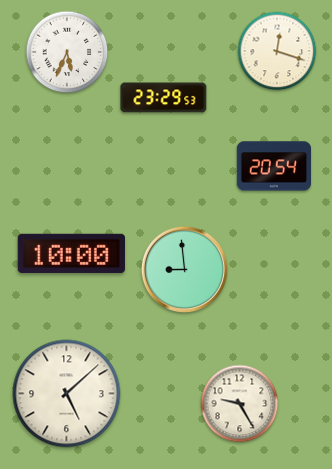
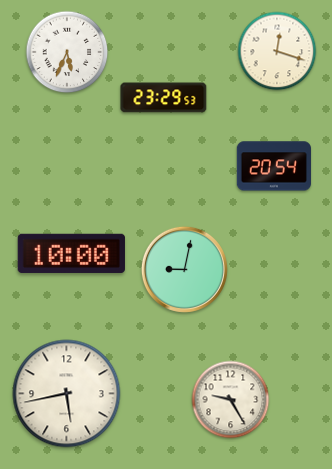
clock at (184, 269): 8:59 -> 9:02
clock at (67, 394): 5:08 -> 5:43
clock at (240, 404) position: (240, 404) -> (231, 400)
